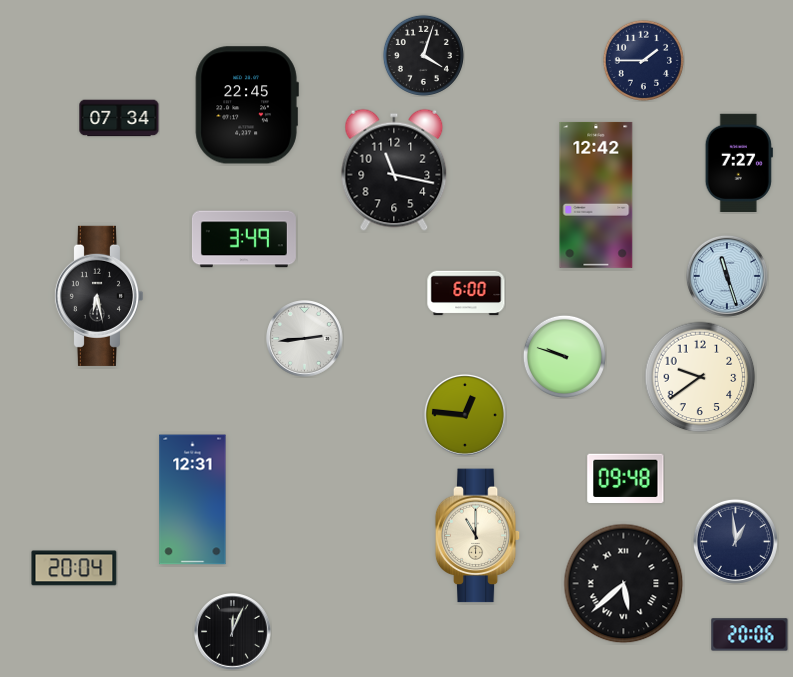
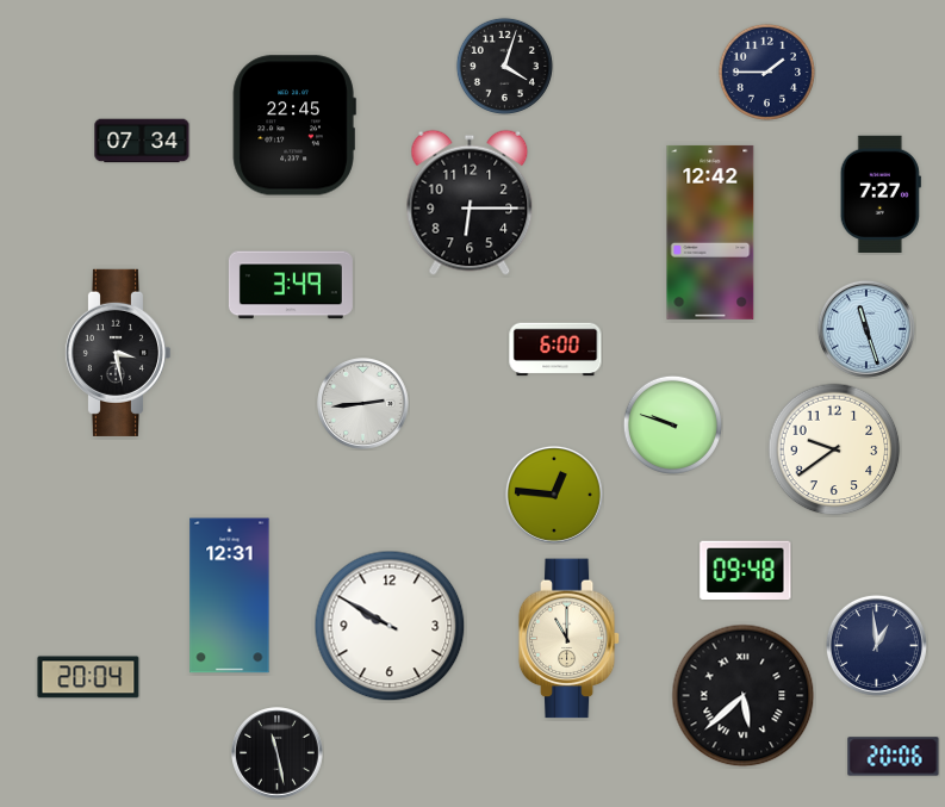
clock at (394, 170): 11:17 -> 6:15
clock at (98, 296): 6:28 -> 3:28
clock at (390, 626): none -> 9:50
clock at (233, 632): 12:04 -> 11:28
